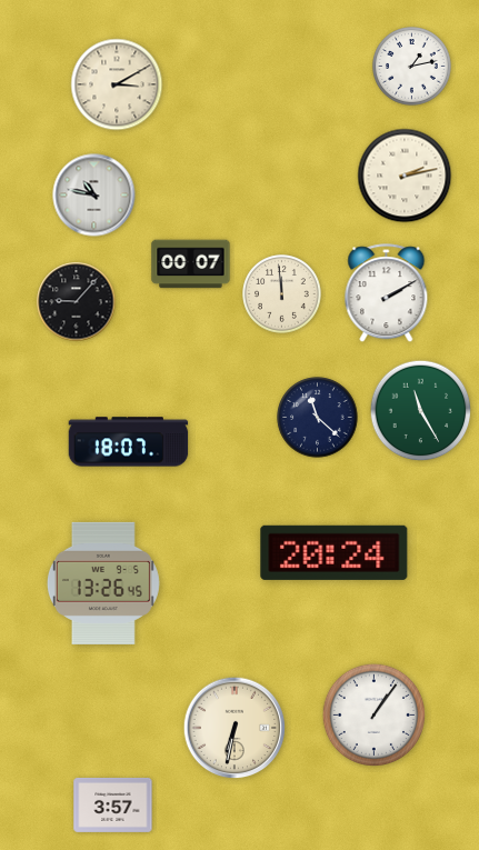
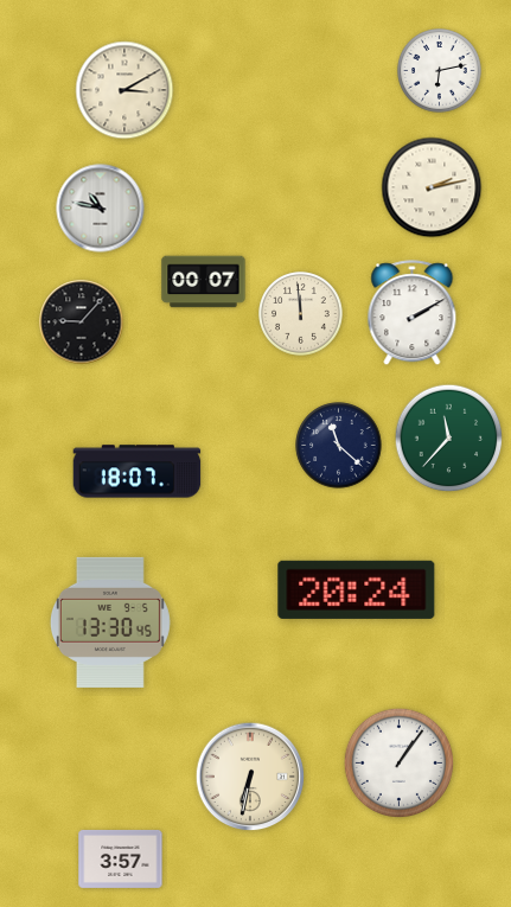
clock at (412, 67): 1:13 -> 6:13
clock at (421, 411): 11:25 -> 11:37
clock at (103, 583): 13:26 -> 13:30
